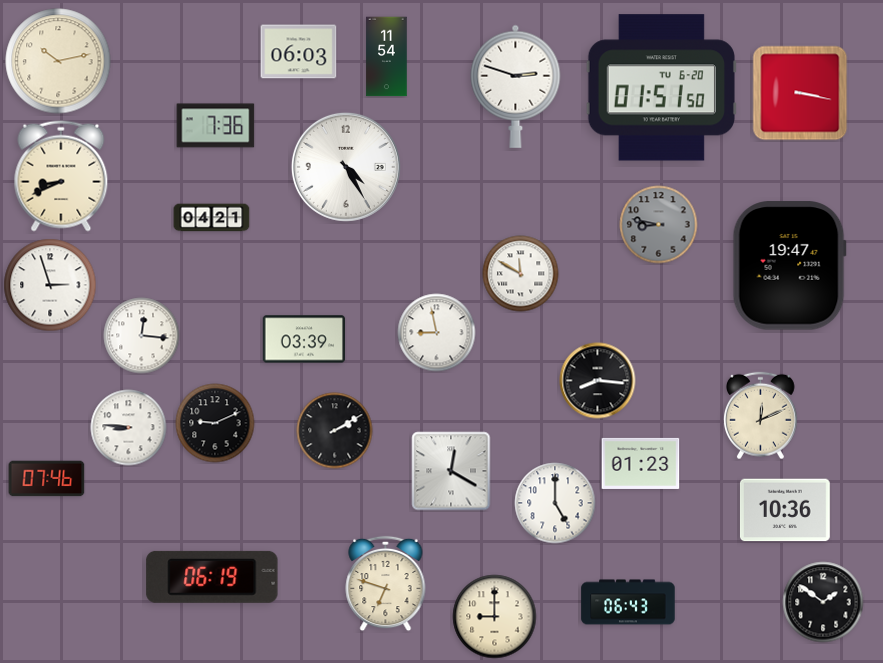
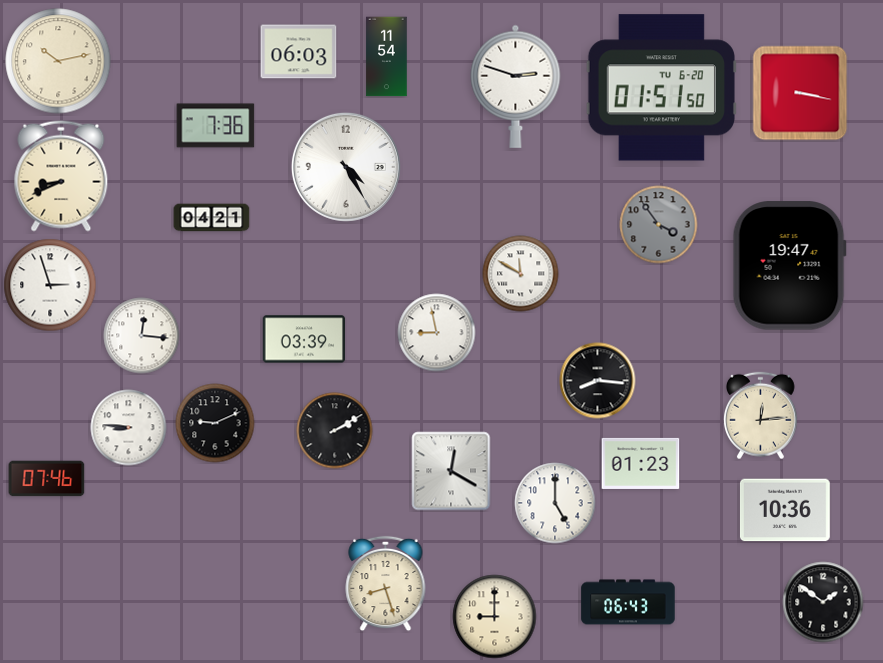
clock at (659, 225): 8:47 -> 3:54
clock at (760, 416): 12:11 -> 12:14
clock at (212, 577): 06:19 -> none
clock at (386, 584): 6:48 -> 8:27
